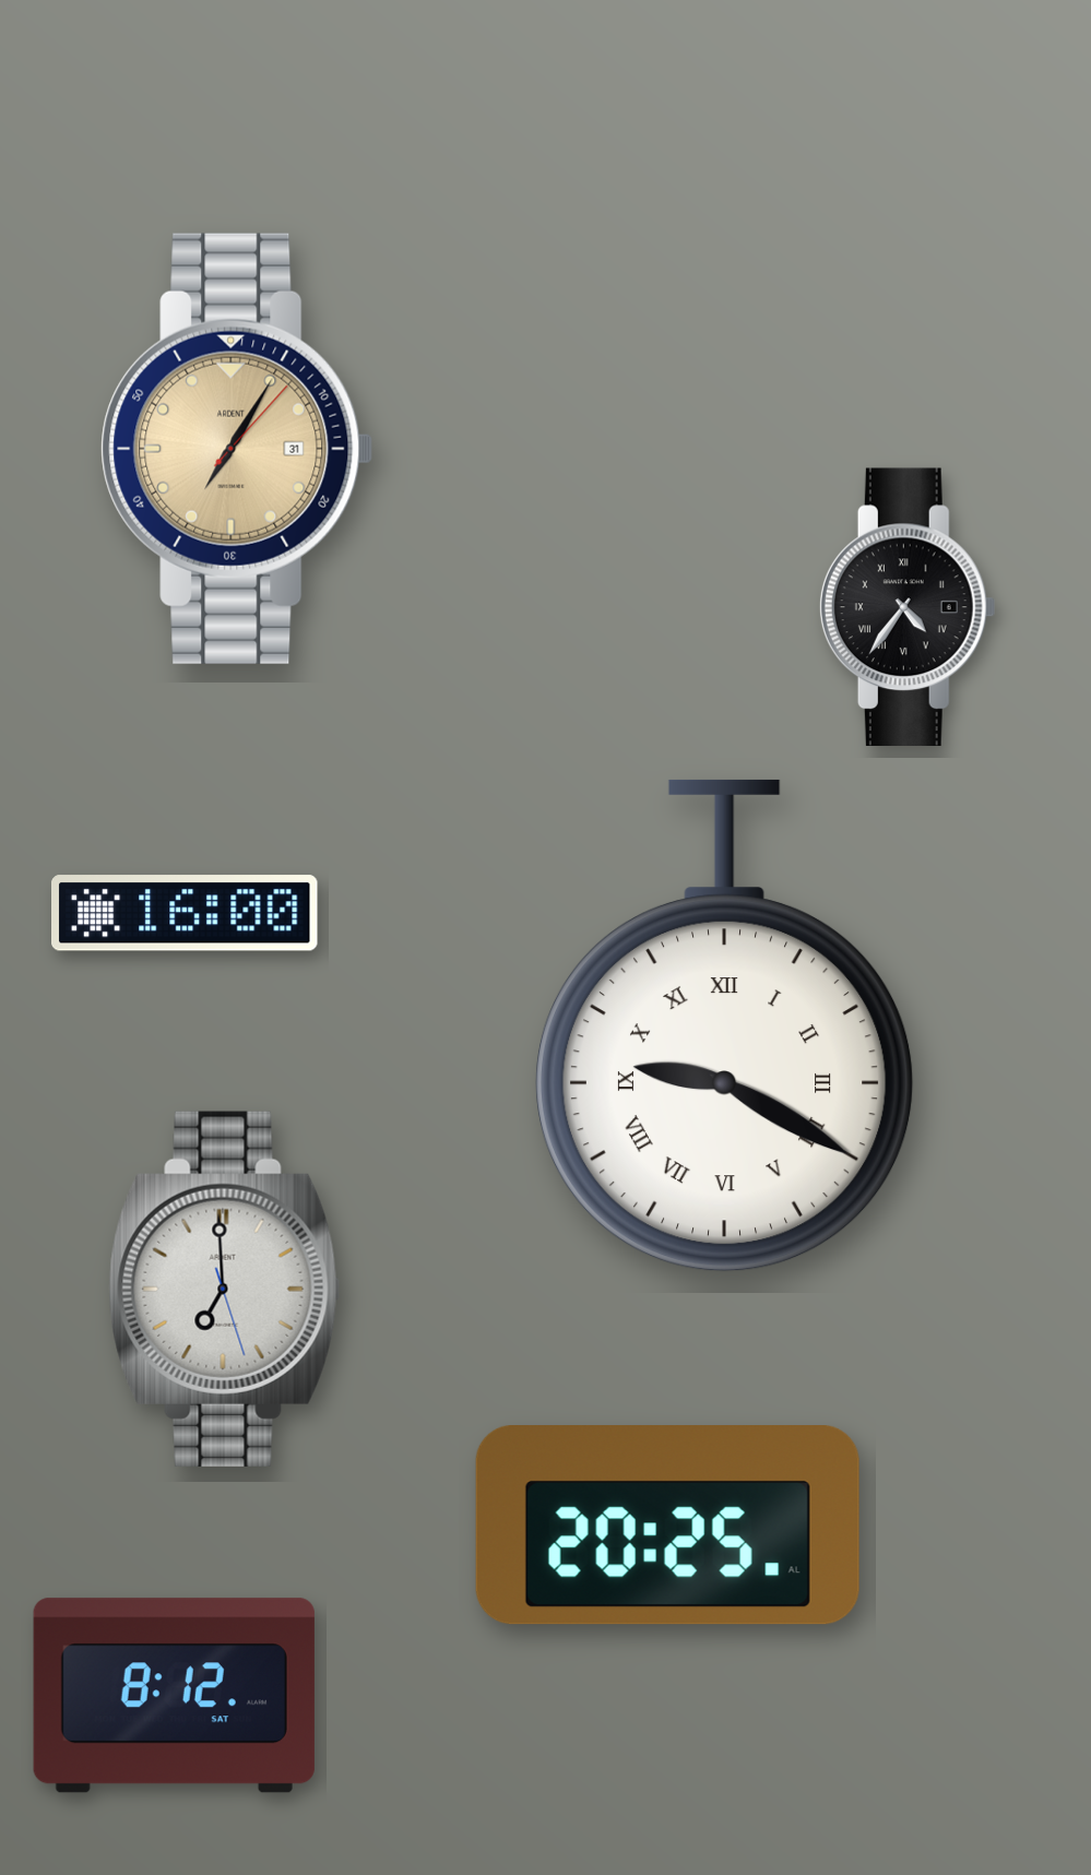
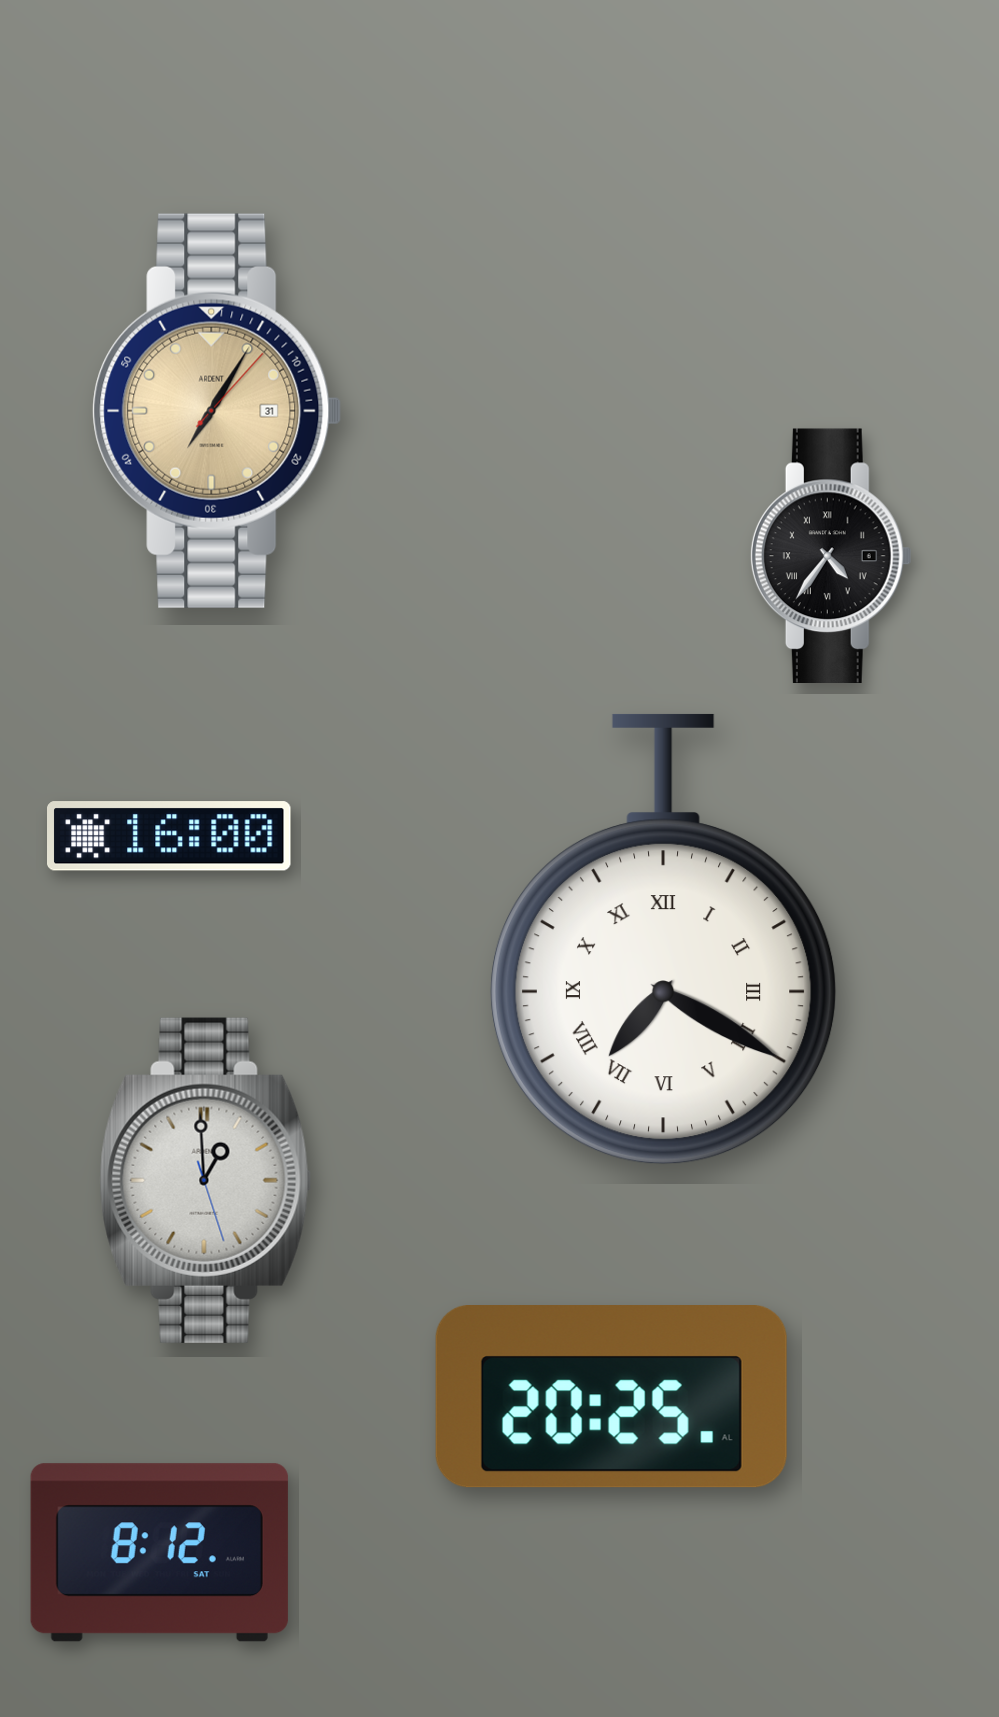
clock at (724, 1025): 9:20 -> 7:20
clock at (225, 1289): 6:59 -> 12:59
